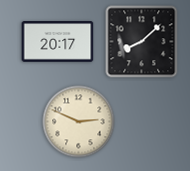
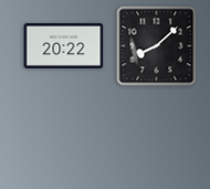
clock at (58, 42): 20:17 -> 20:22
clock at (79, 122): 2:49 -> none
